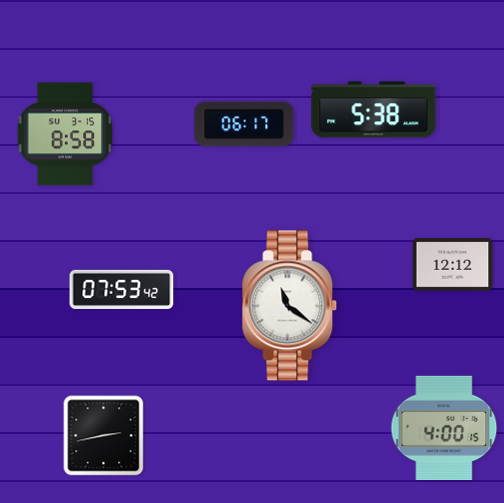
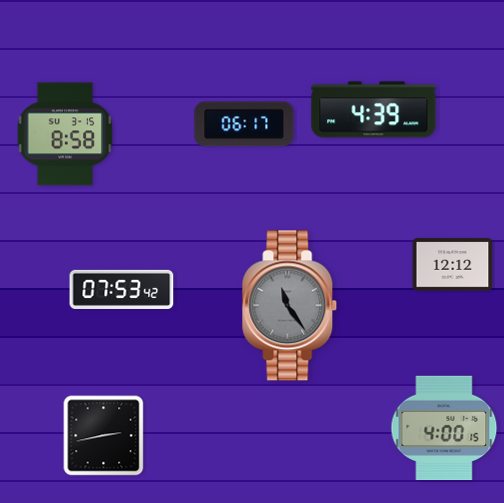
clock at (374, 110): 5:38 -> 4:39
clock at (290, 306): 11:21 -> 11:24
clock at (290, 306) dial: white -> grey
